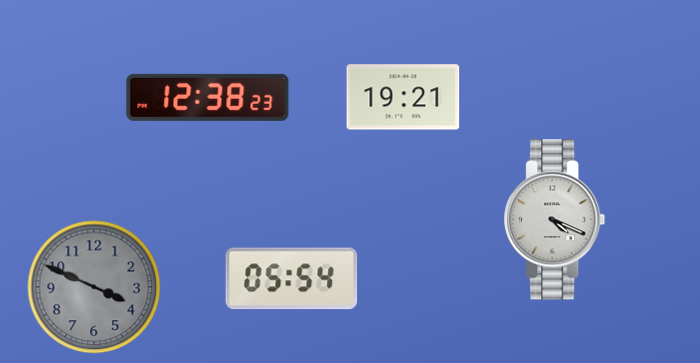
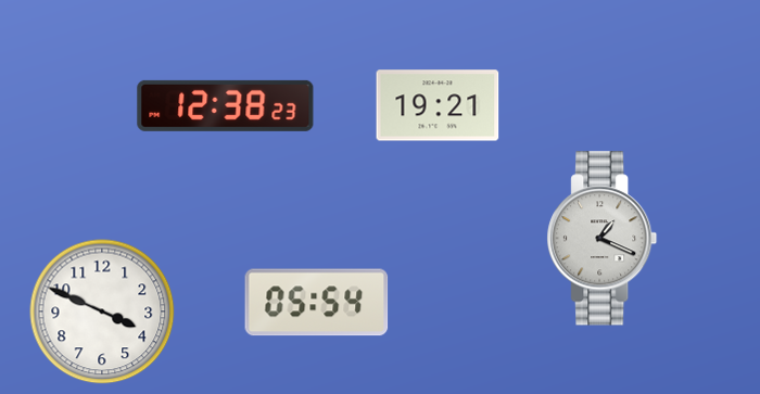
clock at (555, 220): 4:19 -> 1:19
clock at (94, 287) dial: grey -> white
